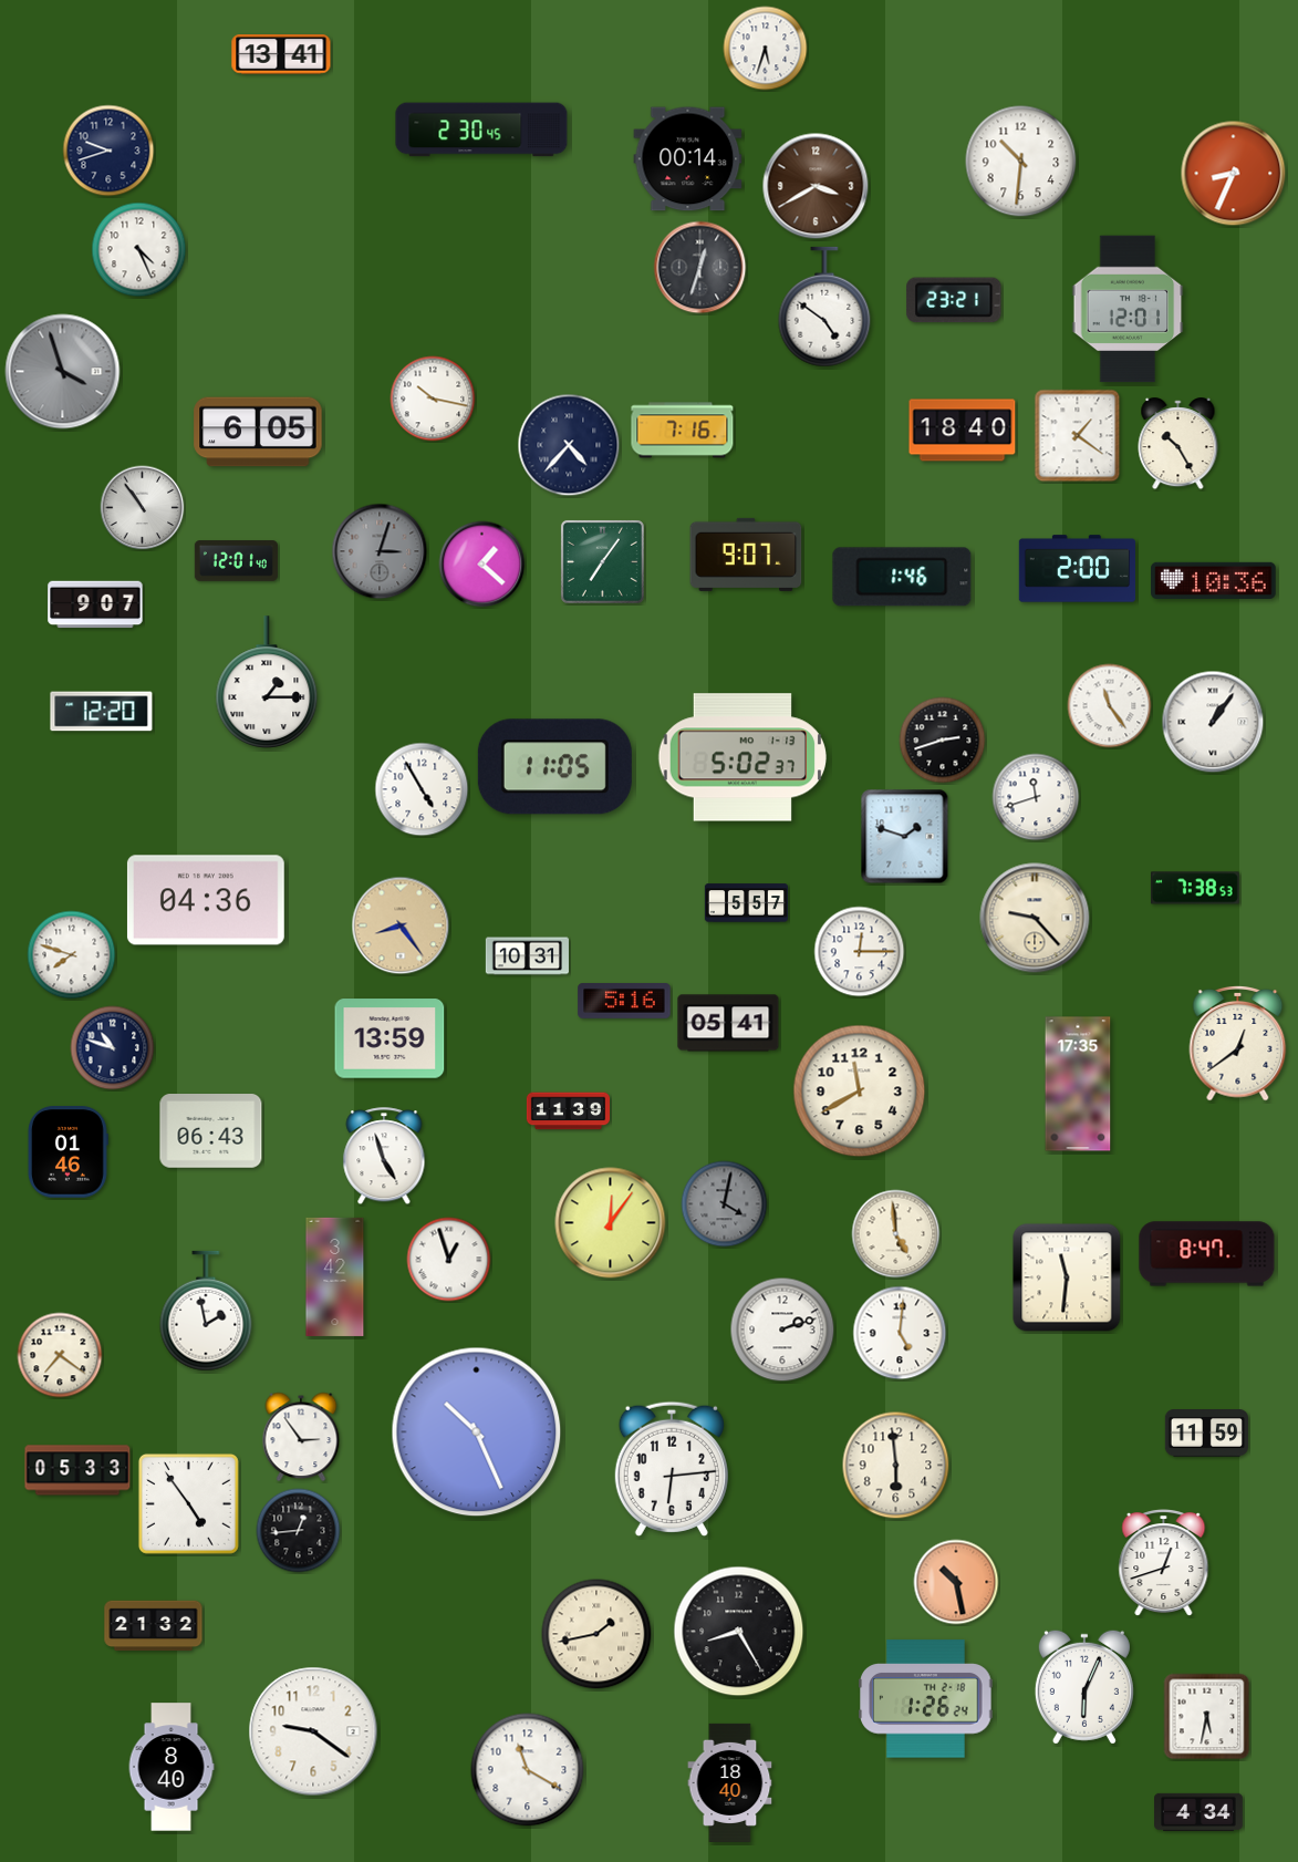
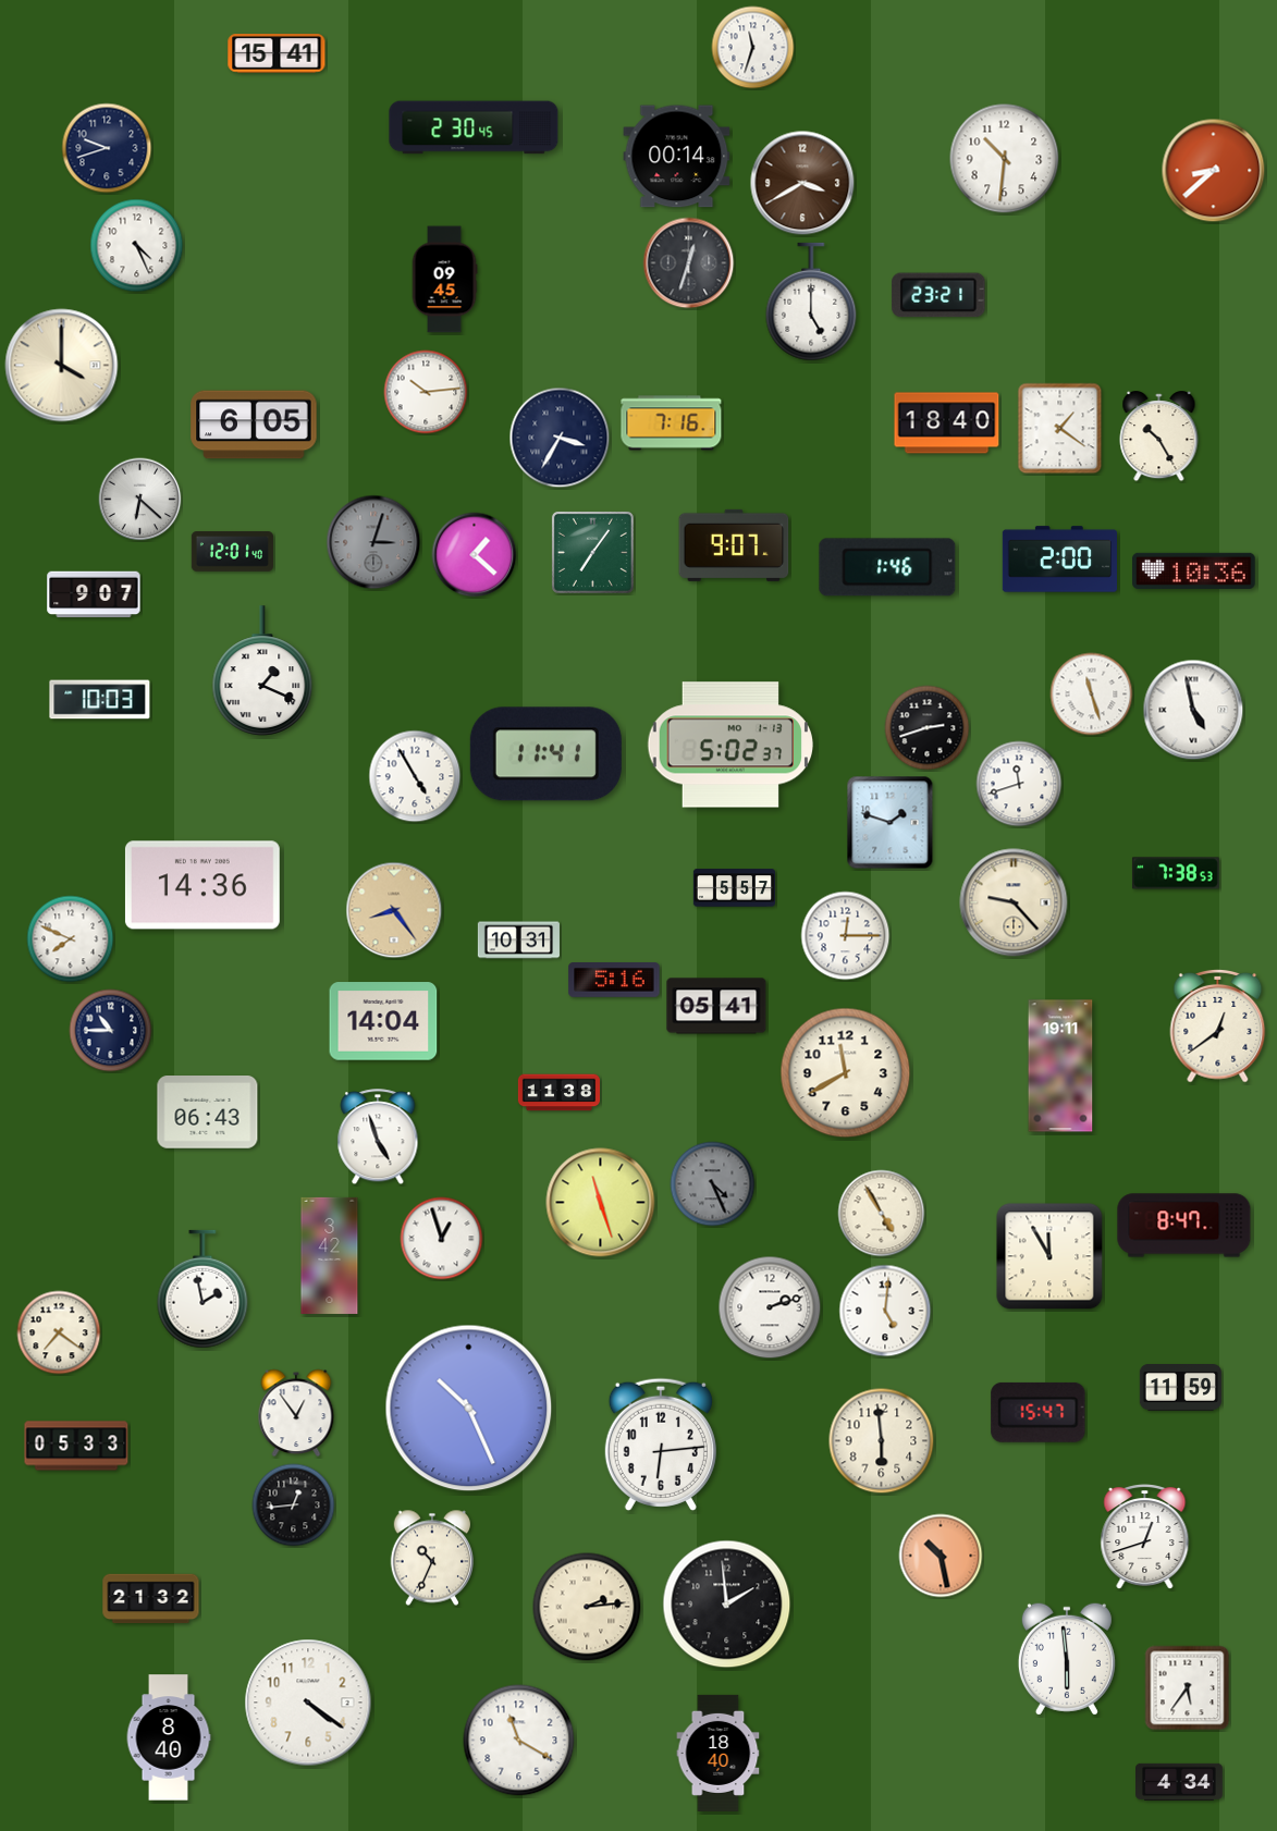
clock at (766, 49): 5:33 -> 11:33
clock at (281, 54): 13:41 -> 15:41
clock at (1234, 174): 8:34 -> 8:38
clock at (444, 280): none -> 09:45
clock at (824, 307): 4:51 -> 5:00
clock at (1128, 309): 12:01 -> none
clock at (63, 372): 3:57 -> 4:00
clock at (63, 372) dial: grey -> cream
clock at (433, 399): 10:17 -> 10:14
clock at (569, 445): 4:37 -> 3:35
clock at (143, 508): 10:54 -> 6:22
clock at (267, 682): 1:15 -> 1:19
clock at (1110, 706): 11:24 -> 11:27
clock at (102, 712): 12:20 -> 10:03
clock at (1213, 722): 1:06 -> 4:58
clock at (554, 767): 11:05 -> 11:41
clock at (206, 900): 04:36 -> 14:36
clock at (1035, 918) position: (1035, 918) -> (1014, 902)
clock at (72, 955): 7:48 -> 7:49
clock at (624, 1002) position: (624, 1002) -> (614, 981)
clock at (390, 1038): 13:59 -> 14:04
clock at (113, 1048): 10:48 -> 10:45
clock at (1078, 1084): 17:35 -> 19:11
clock at (568, 1111): 11:39 -> 11:38
clock at (68, 1152): 01:46 -> none
clock at (725, 1204): 4:02 -> 4:26
clock at (611, 1223): 12:06 -> 11:27
clock at (896, 1234): 4:59 -> 4:55
clock at (1207, 1254) position: (1207, 1254) -> (1184, 1226)
clock at (1067, 1277): 11:31 -> 11:55
clock at (1206, 1434) position: (1206, 1434) -> (1180, 1388)
clock at (1039, 1412): none -> 15:47
clock at (301, 1437): 2:54 -> 12:54
clock at (188, 1503): 4:54 -> none
clock at (432, 1558): none -> 10:34
clock at (739, 1632): 8:25 -> 1:59
clock at (596, 1634): 1:43 -> 2:14
clock at (1084, 1687): 6:04 -> 5:59
clock at (926, 1699): 1:26 -> none
clock at (1207, 1717): 5:32 -> 5:36
clock at (313, 1731): 9:21 -> 4:21
